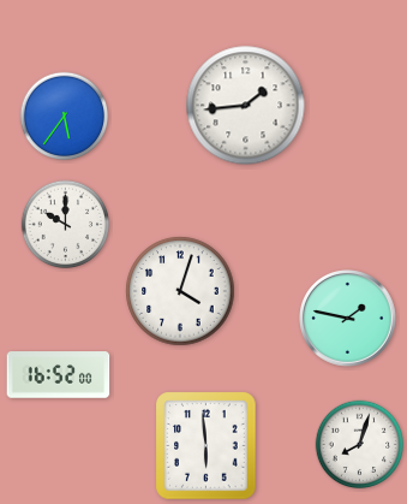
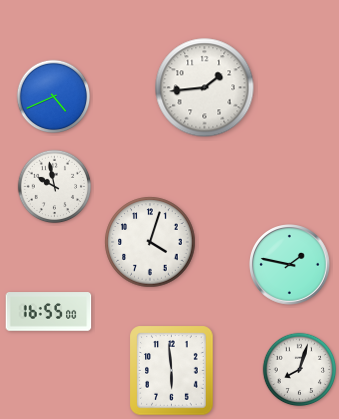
clock at (65, 117): 5:36 -> 4:41
clock at (66, 225): 10:00 -> 9:58
clock at (59, 375): 16:52 -> 16:55
